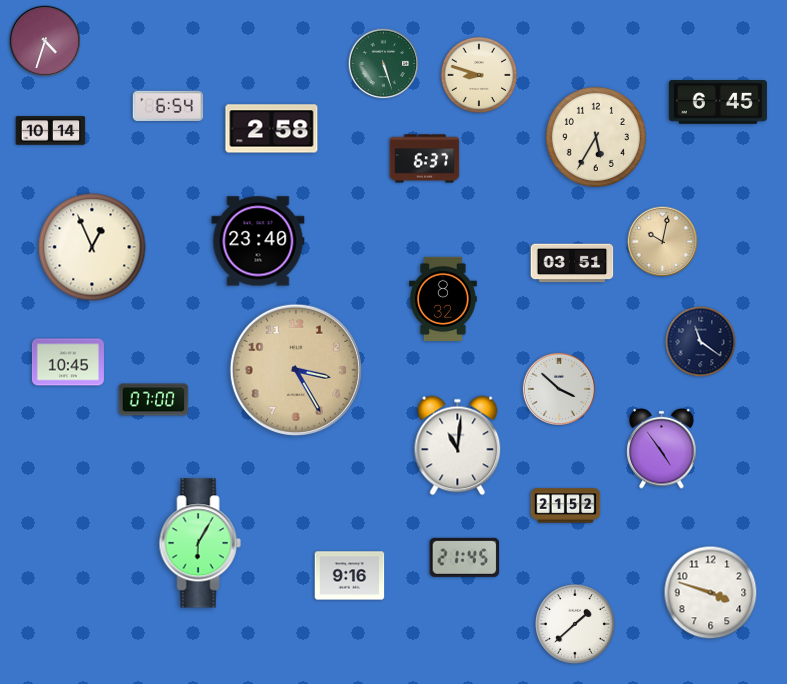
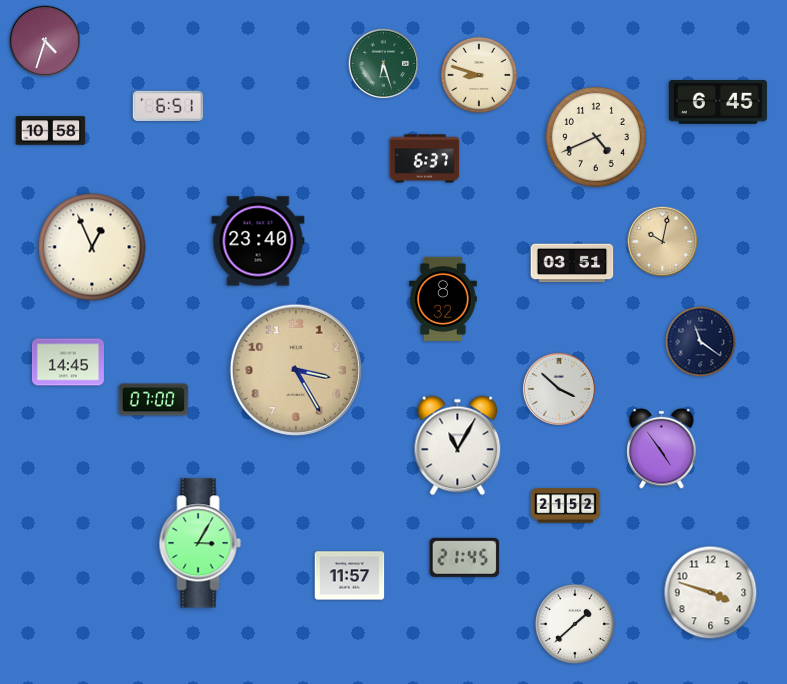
clock at (384, 64): 5:27 -> 6:27
clock at (168, 106): 6:54 -> 6:51
clock at (272, 129): 2:58 -> none
clock at (51, 131): 10:14 -> 10:58
clock at (596, 137): 5:35 -> 4:41
clock at (68, 362): 10:45 -> 14:45
clock at (458, 446): 11:01 -> 11:05
clock at (200, 543): 6:05 -> 3:05
clock at (350, 576): 9:16 -> 11:57
